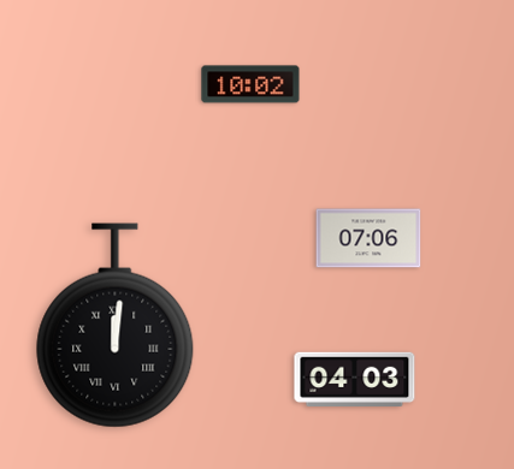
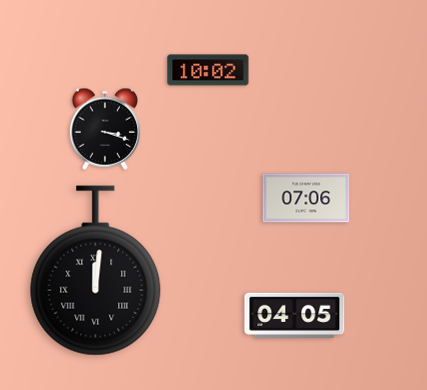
clock at (104, 129): none -> 3:18
clock at (355, 379): 04:03 -> 04:05
